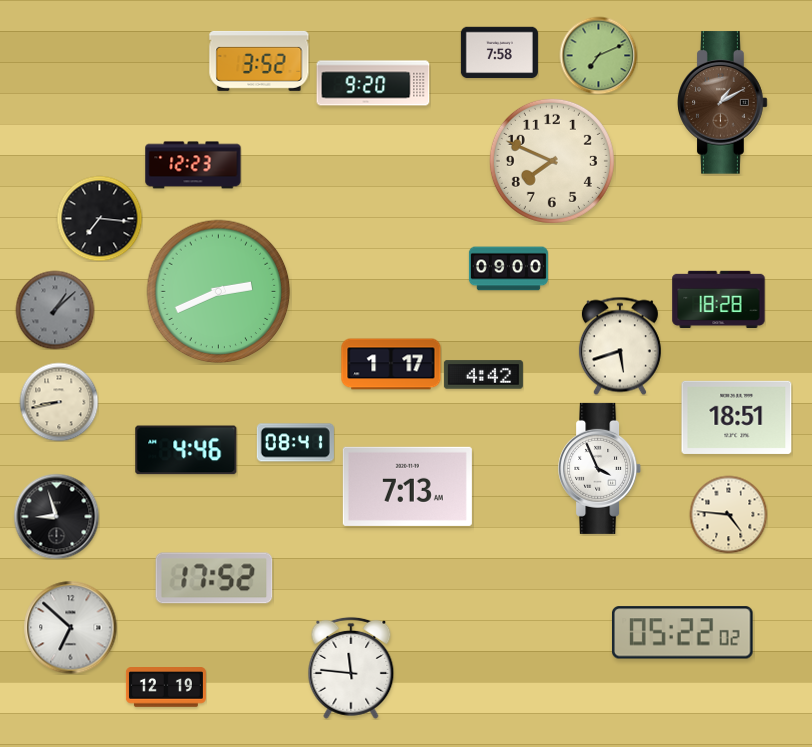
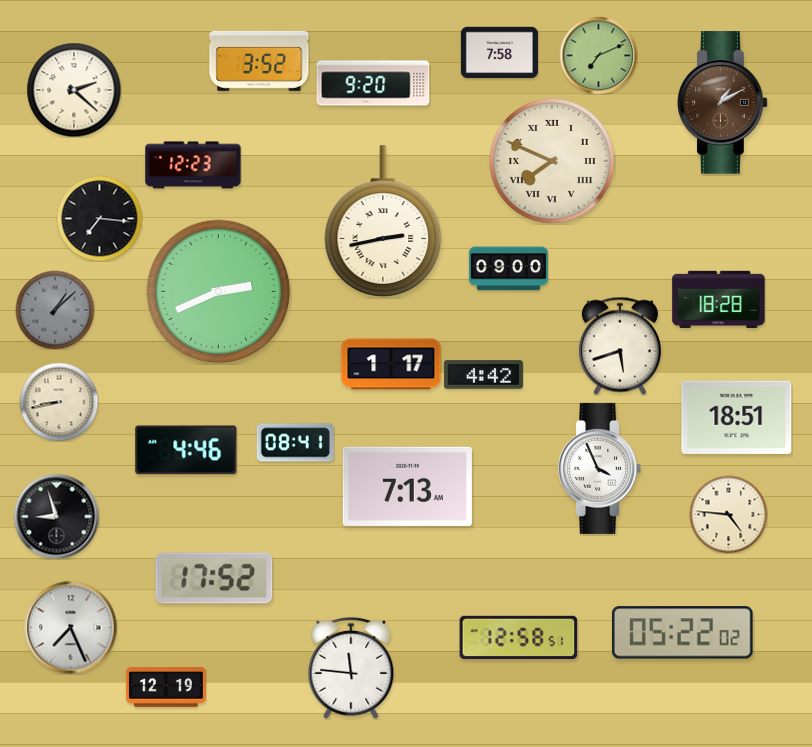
clock at (74, 90): none -> 2:22
clock at (552, 161) numerals: Arabic -> Roman
clock at (383, 221): none -> 2:43
clock at (70, 627): 6:52 -> 7:26
clock at (519, 638): none -> 12:58
